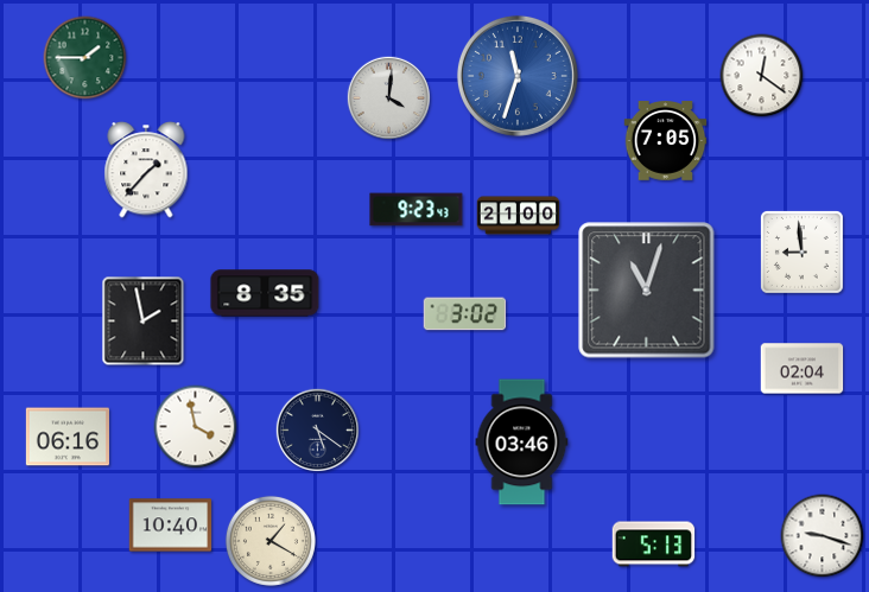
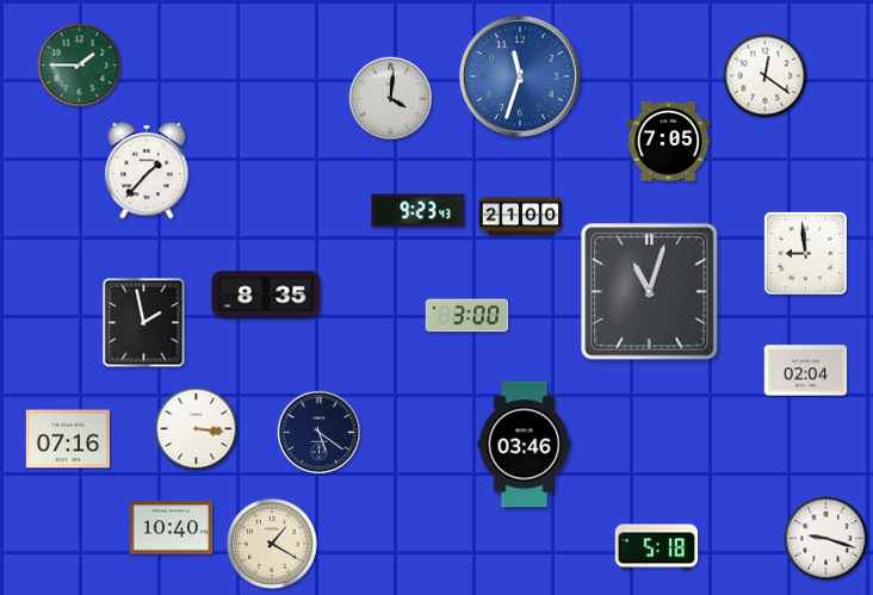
clock at (85, 58) position: (85, 58) -> (80, 66)
clock at (465, 314): 3:02 -> 3:00
clock at (196, 427): 3:58 -> 3:16
clock at (68, 437): 06:16 -> 07:16
clock at (654, 545): 5:13 -> 5:18
